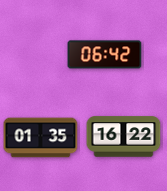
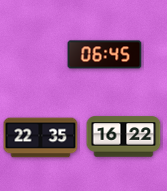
clock at (105, 55): 06:42 -> 06:45
clock at (41, 138): 01:35 -> 22:35
